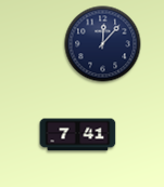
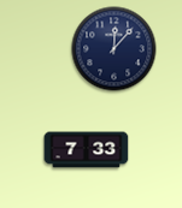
clock at (78, 135): 7:41 -> 7:33
